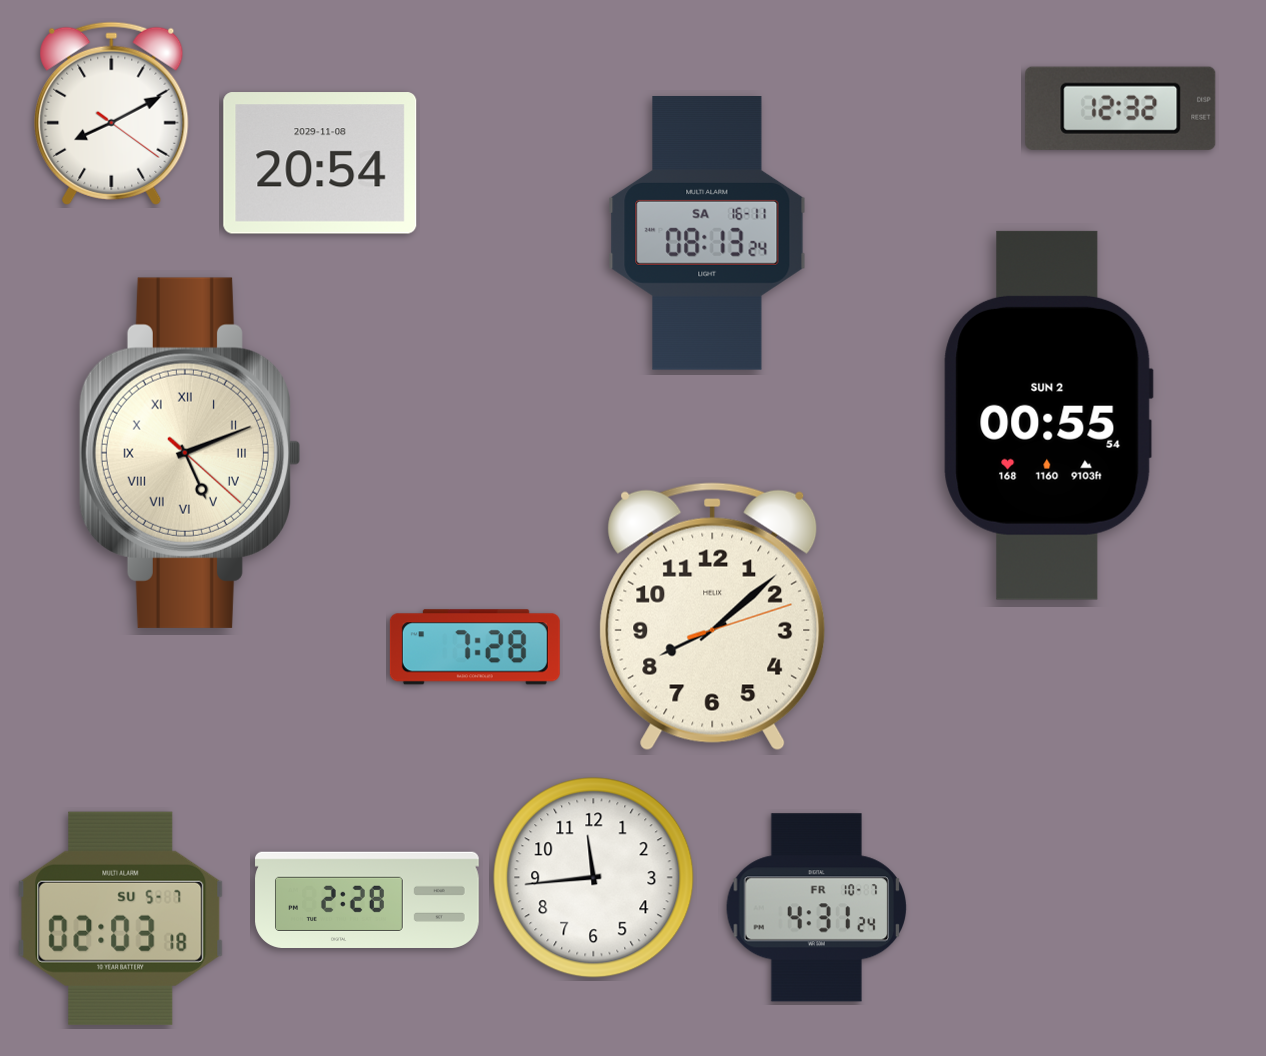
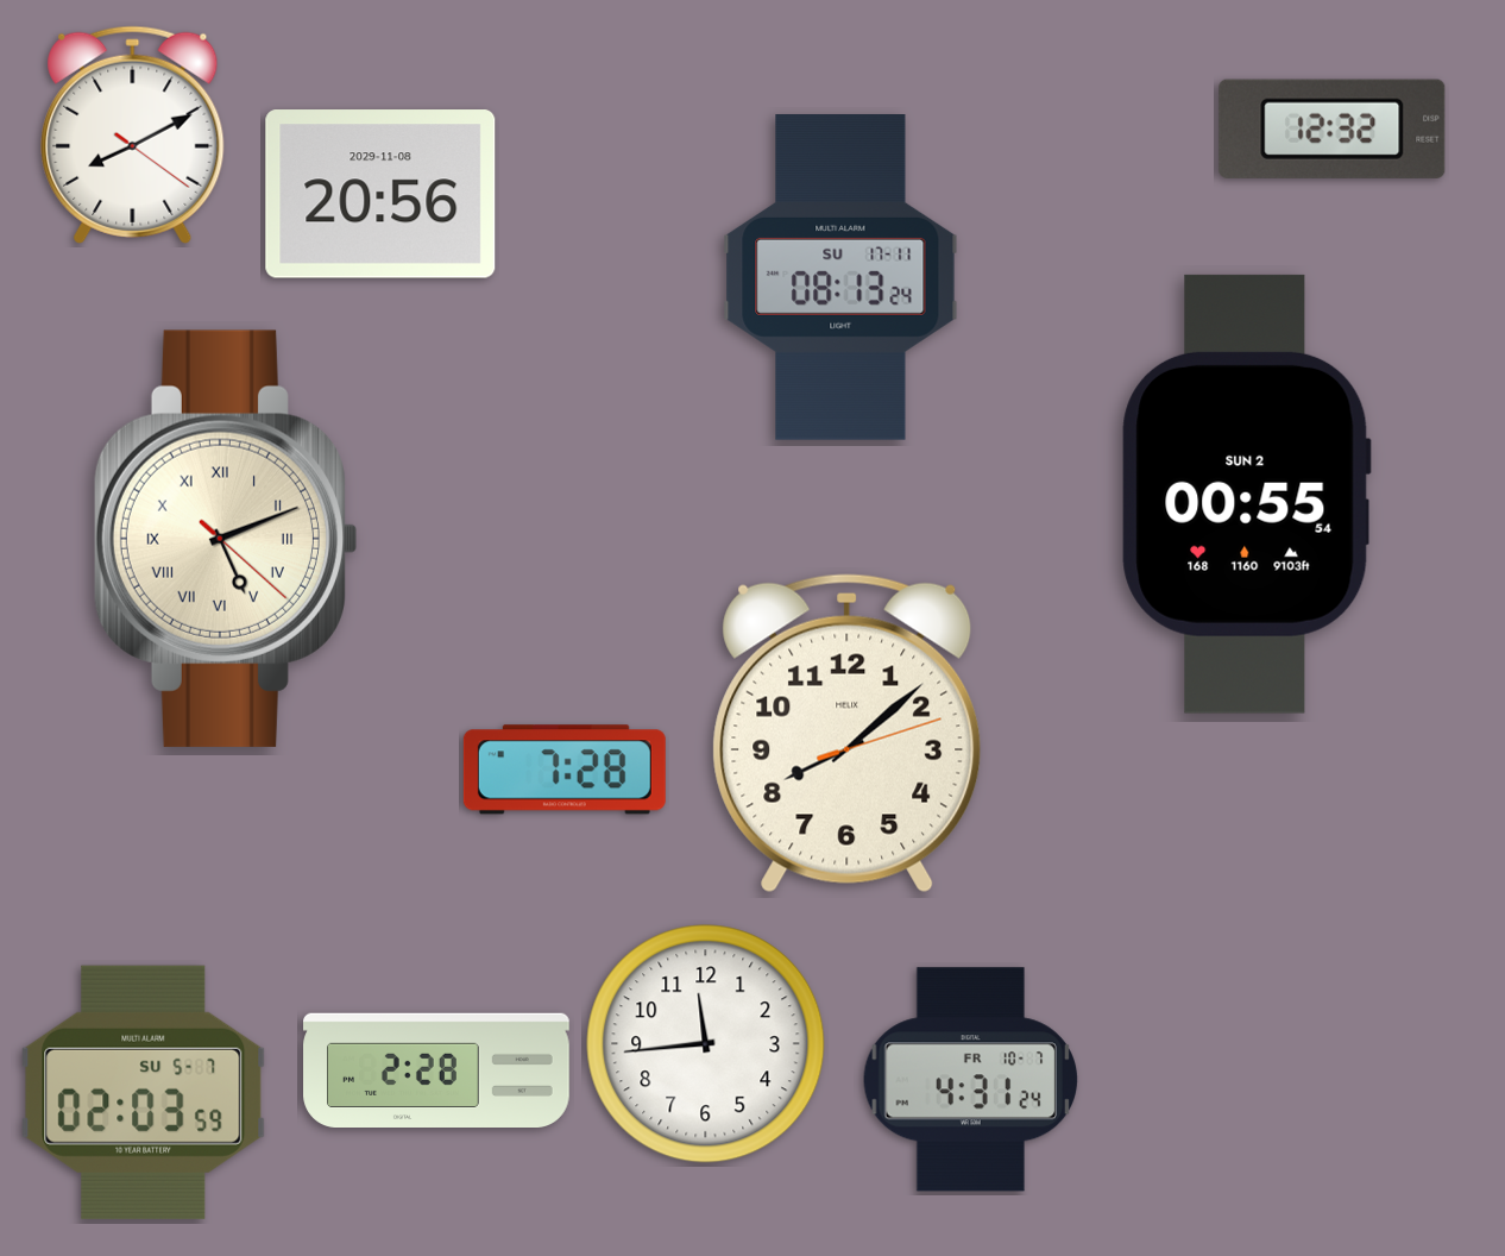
clock at (320, 163): 20:54 -> 20:56
clock at (707, 234) date: SA 16-11 -> SU 17-11
clock at (121, 918): 02:03:18 -> 02:03:59
